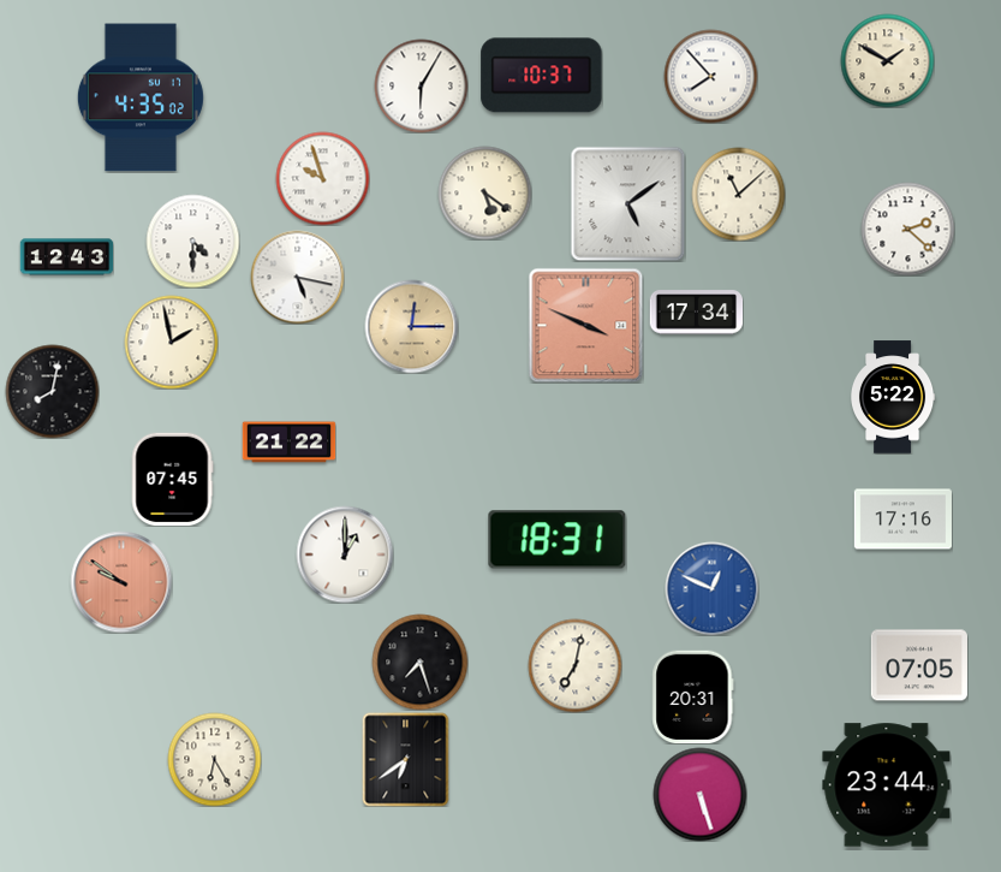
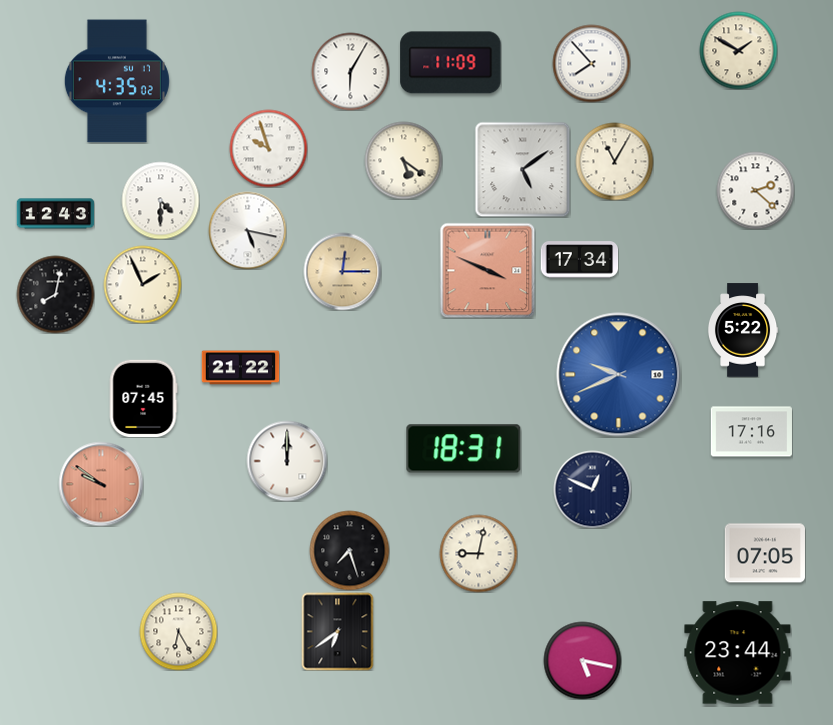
clock at (542, 76): 10:37 -> 11:09
clock at (738, 194): 11:08 -> 11:05
clock at (171, 342): 1:58 -> 1:56
clock at (52, 391) position: (52, 391) -> (55, 294)
clock at (619, 375): none -> 9:41
clock at (345, 554): 1:00 -> 12:00
clock at (711, 588) dial: blue -> navy
clock at (574, 665): 7:02 -> 9:02
clock at (693, 696): 20:31 -> none
clock at (699, 794): 5:27 -> 5:17
